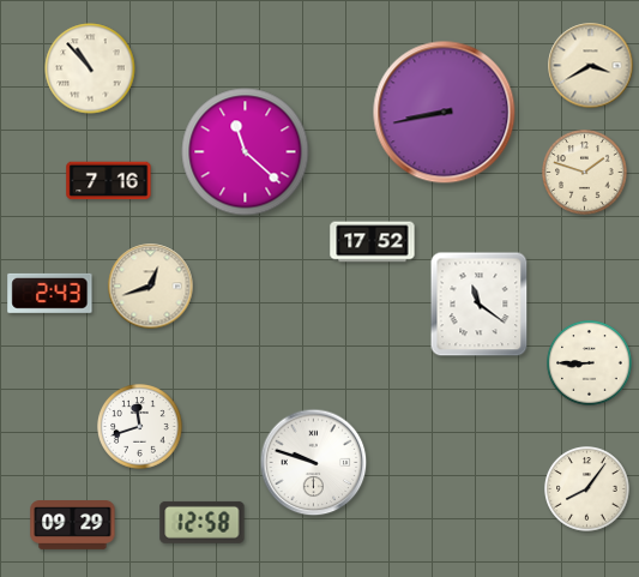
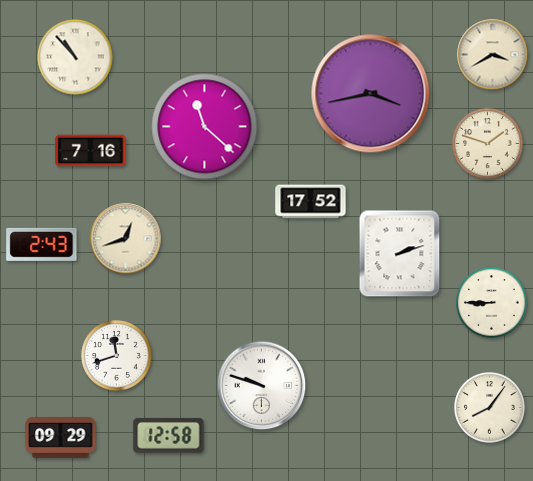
clock at (445, 113): 8:43 -> 3:43
clock at (480, 305): 11:21 -> 2:12
